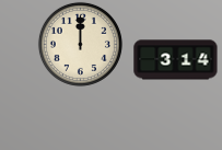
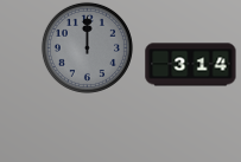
clock at (80, 44) dial: cream -> grey
